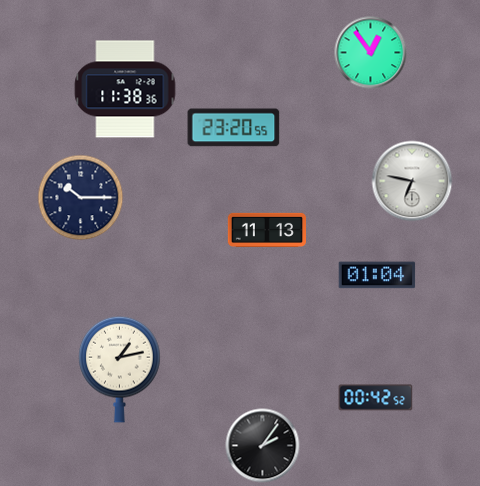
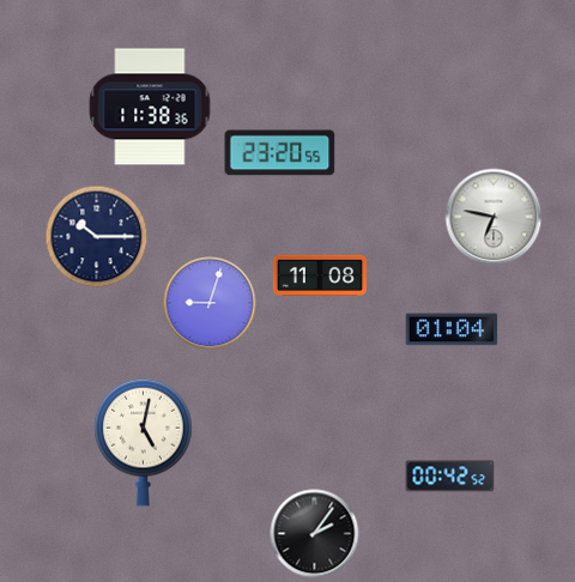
clock at (371, 53): 12:54 -> none
clock at (266, 230): 11:13 -> 11:08
clock at (210, 303): none -> 9:03
clock at (120, 369): 1:13 -> 5:02
